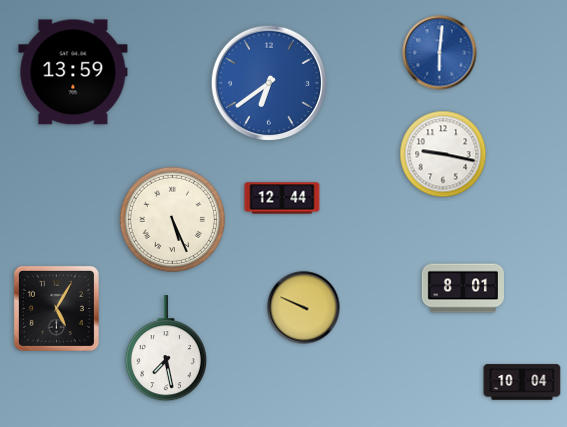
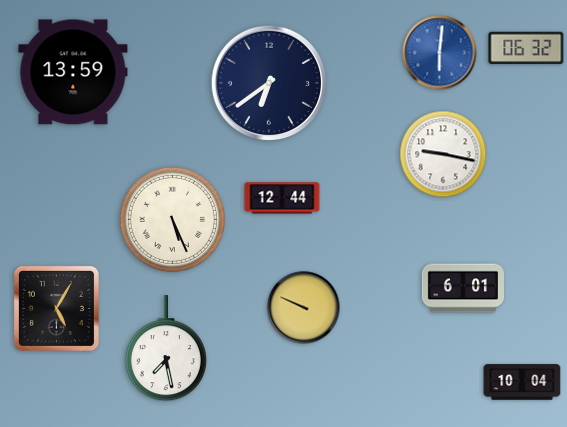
clock at (526, 48): none -> 06:32
clock at (269, 83) dial: blue -> navy
clock at (462, 288): 8:01 -> 6:01
